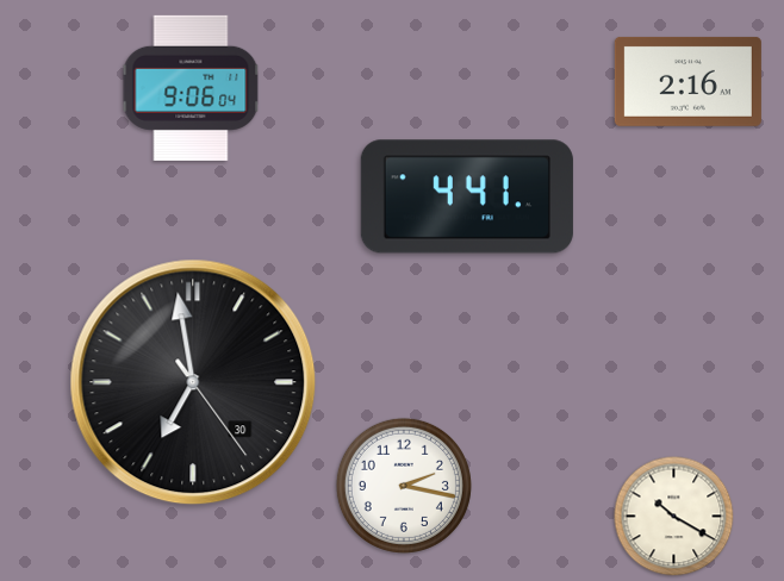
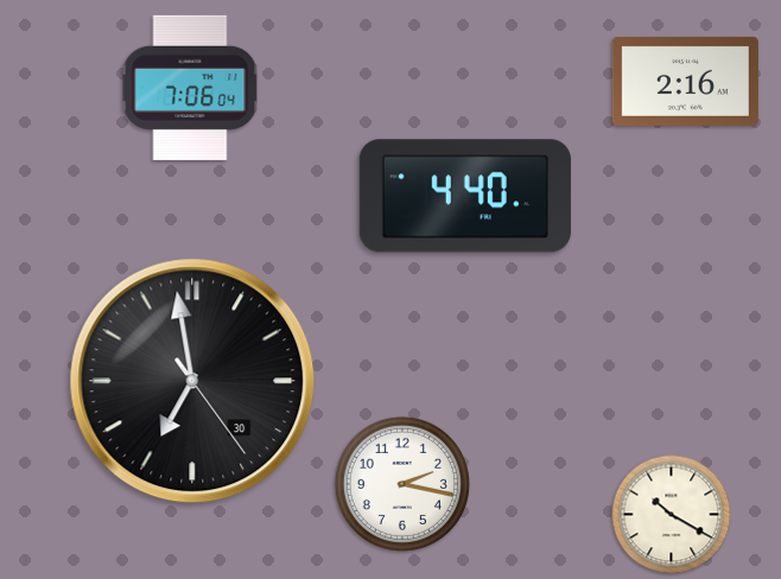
clock at (191, 88): 9:06 -> 7:06
clock at (467, 196): 4:41 -> 4:40
